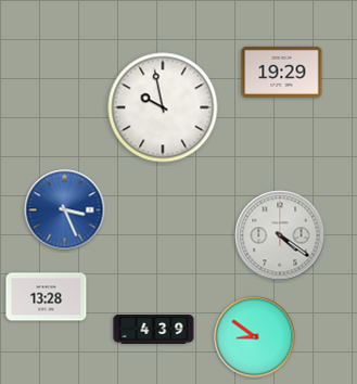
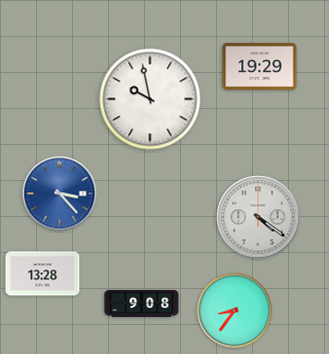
clock at (65, 210): 3:26 -> 3:23
clock at (154, 330): 4:39 -> 9:08
clock at (255, 337): 8:51 -> 8:36
